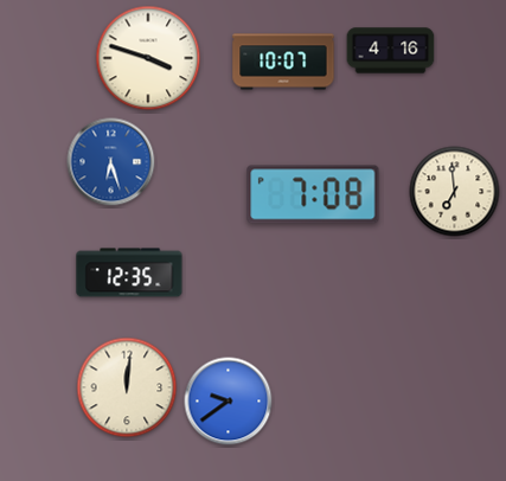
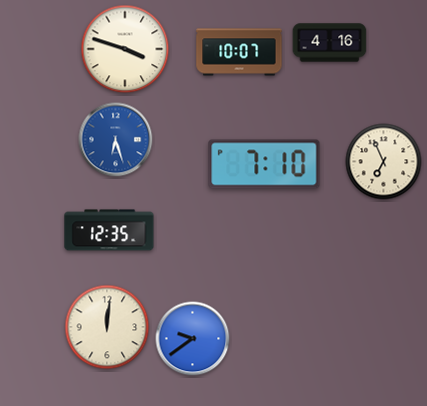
clock at (111, 162) position: (111, 162) -> (116, 140)
clock at (455, 192): 6:59 -> 6:56
clock at (313, 194): 7:08 -> 7:10
